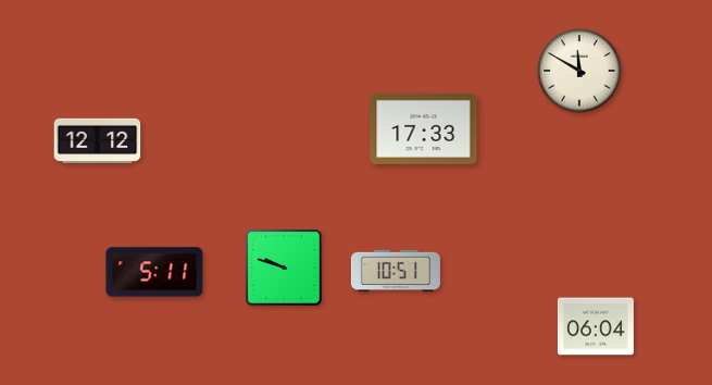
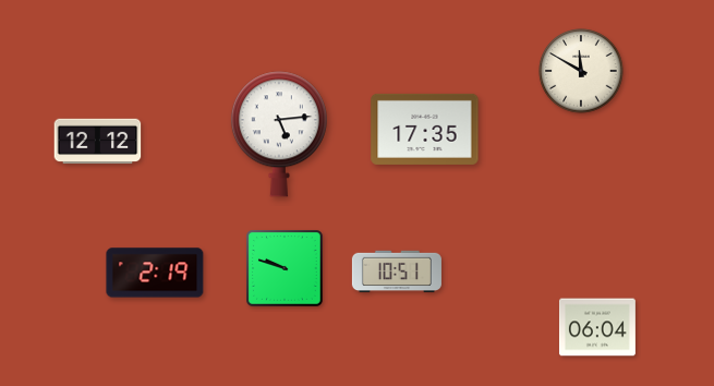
clock at (424, 128): 17:33 -> 17:35
clock at (279, 134): none -> 5:14
clock at (154, 272): 5:11 -> 2:19
